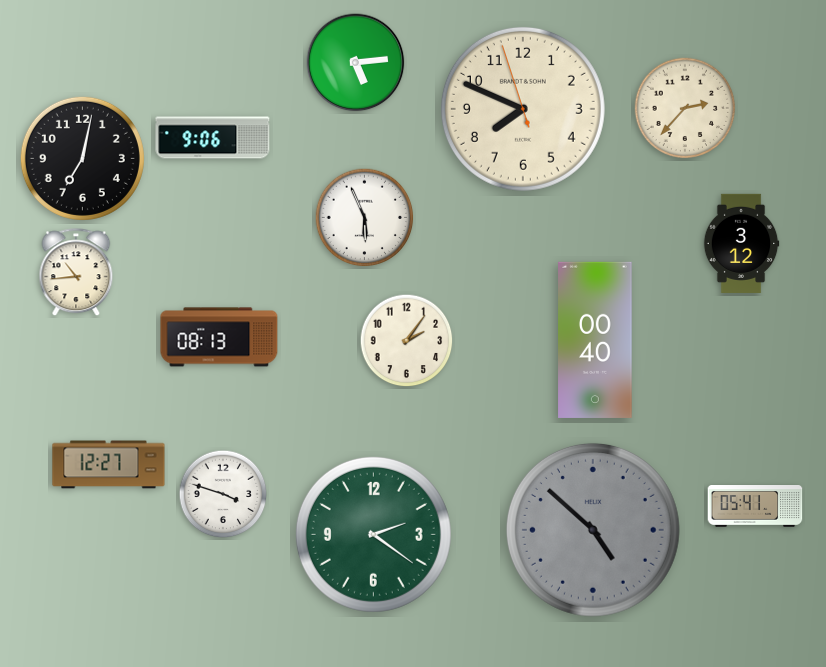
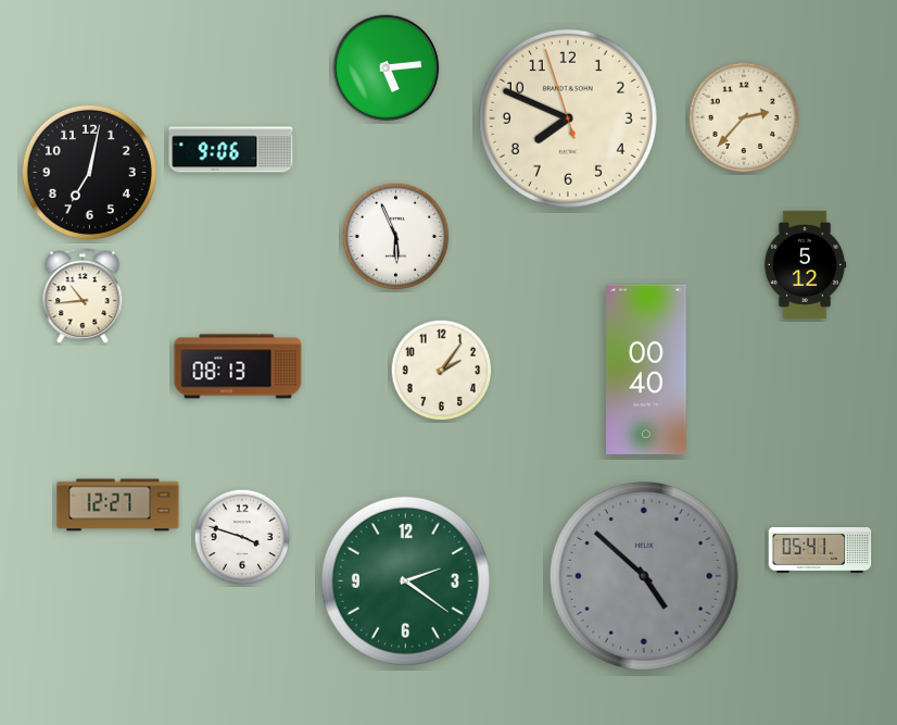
clock at (741, 243): 3:12 -> 5:12
